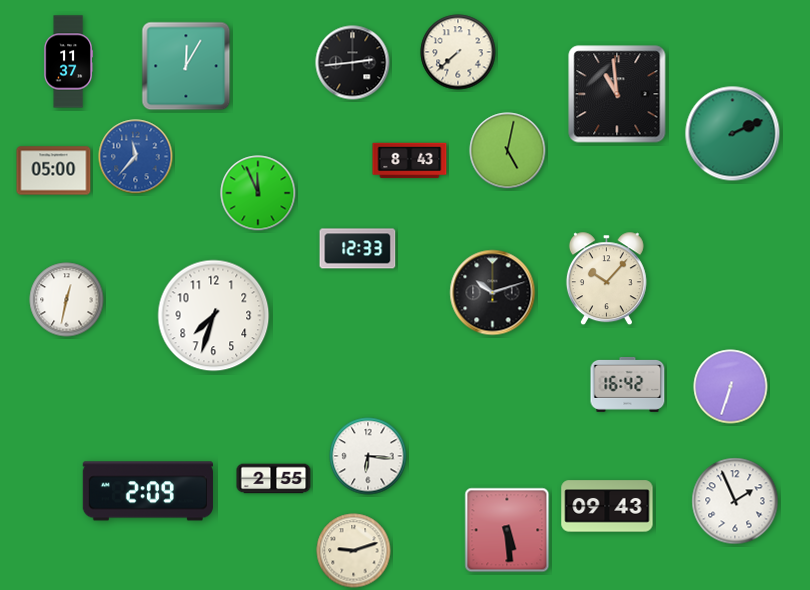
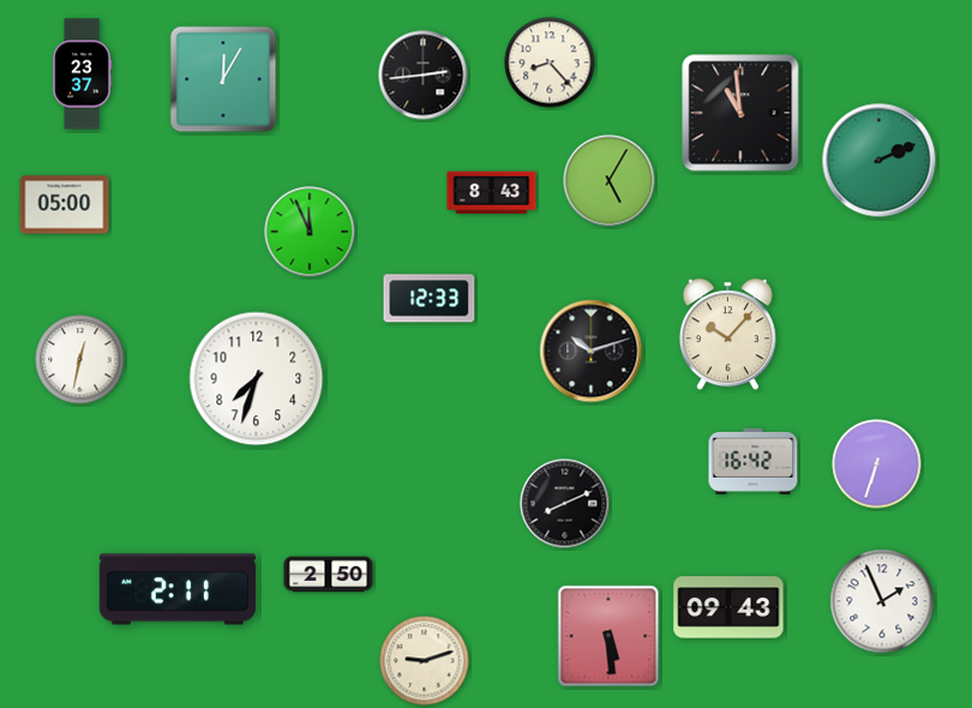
clock at (458, 52): 7:38 -> 8:23
clock at (68, 62): 11:37 -> 23:37
clock at (508, 151): 5:02 -> 5:05
clock at (136, 157): 11:37 -> none
clock at (565, 504): none -> 8:11
clock at (368, 456): 6:16 -> none
clock at (274, 479): 2:55 -> 2:50
clock at (148, 491): 2:09 -> 2:11
